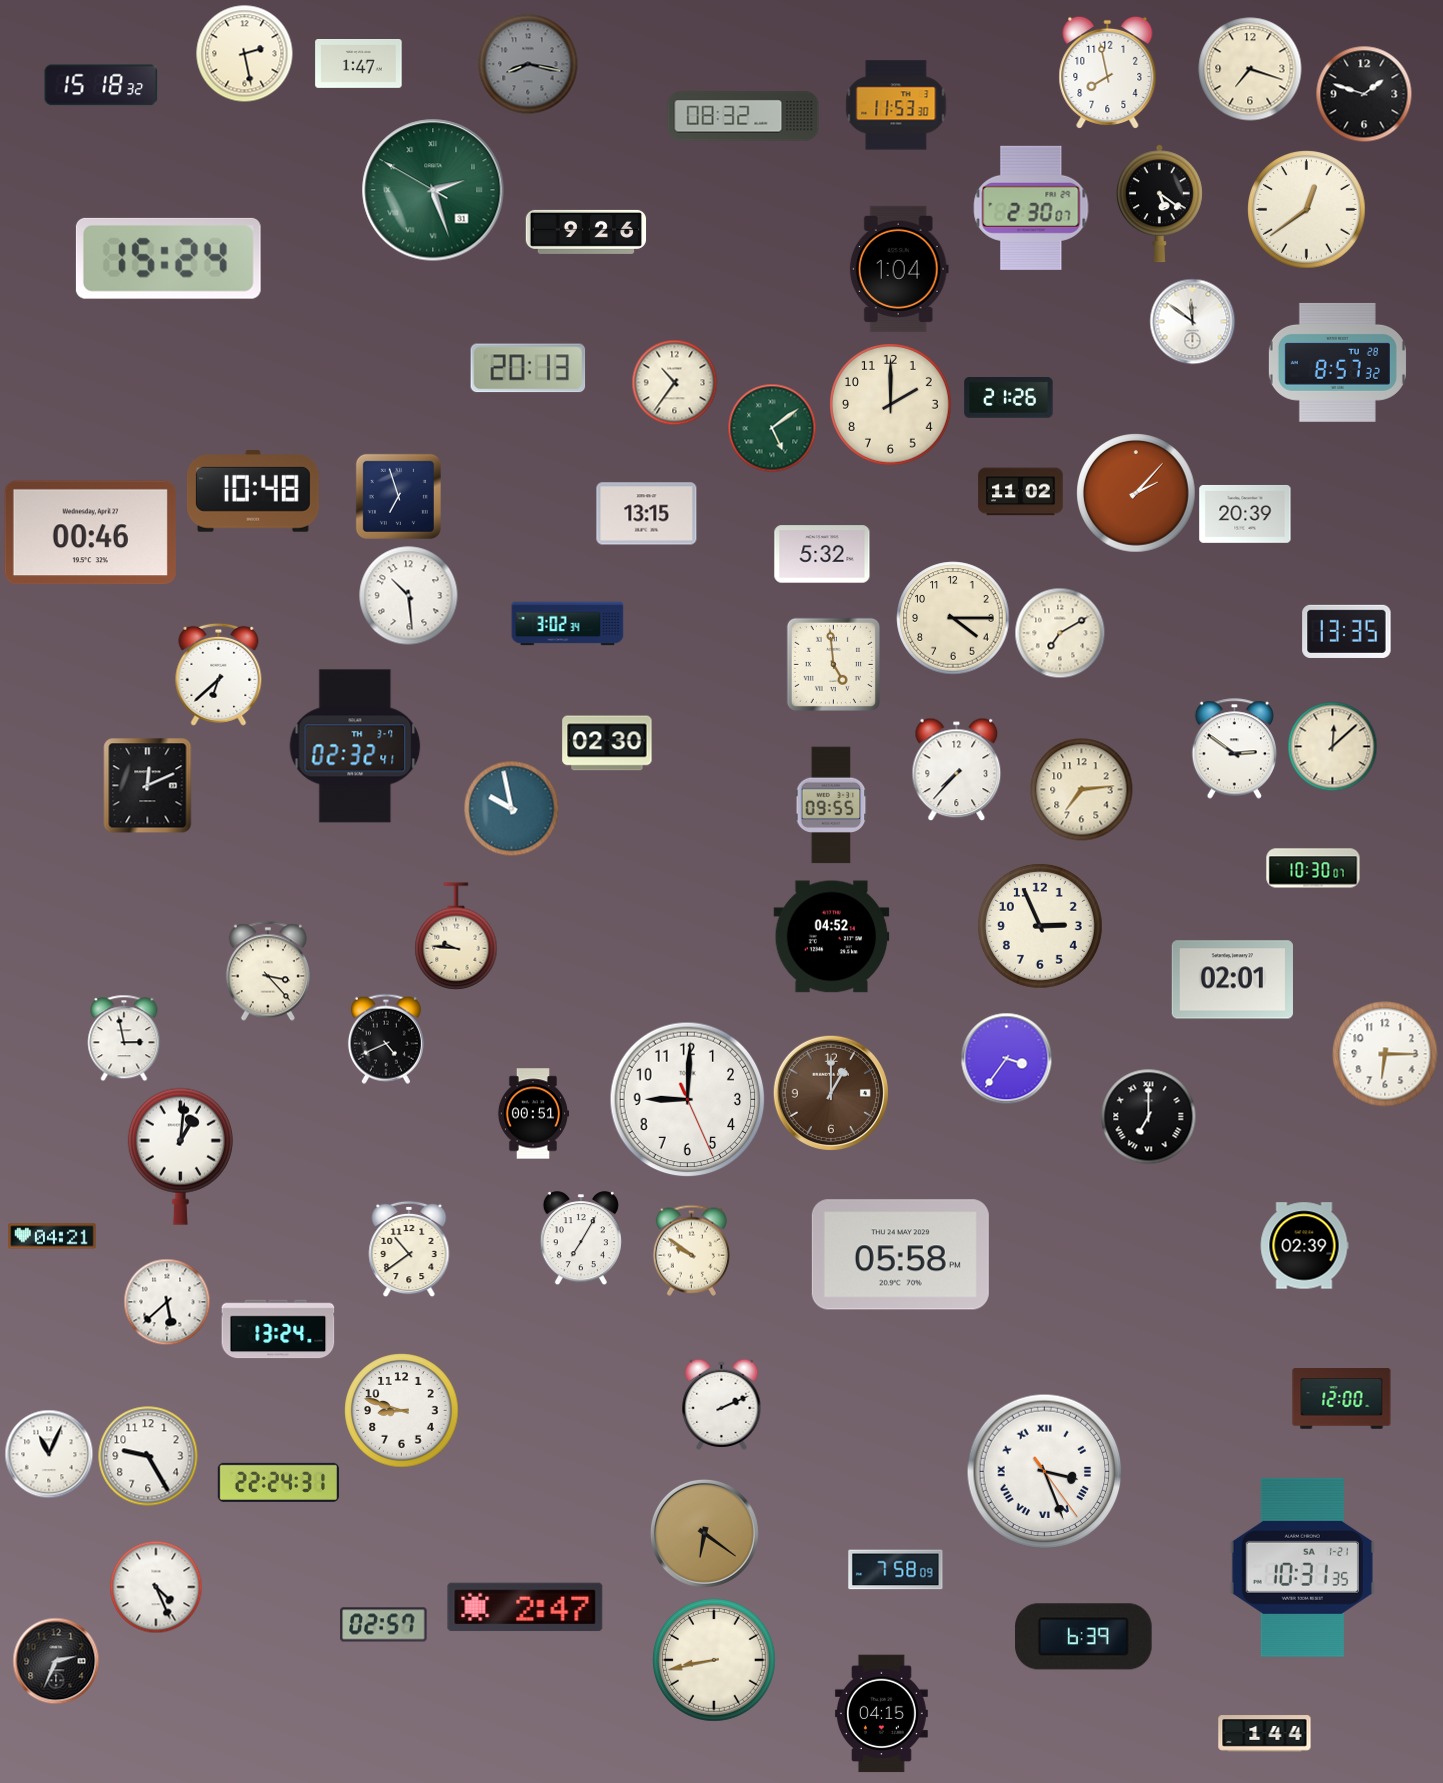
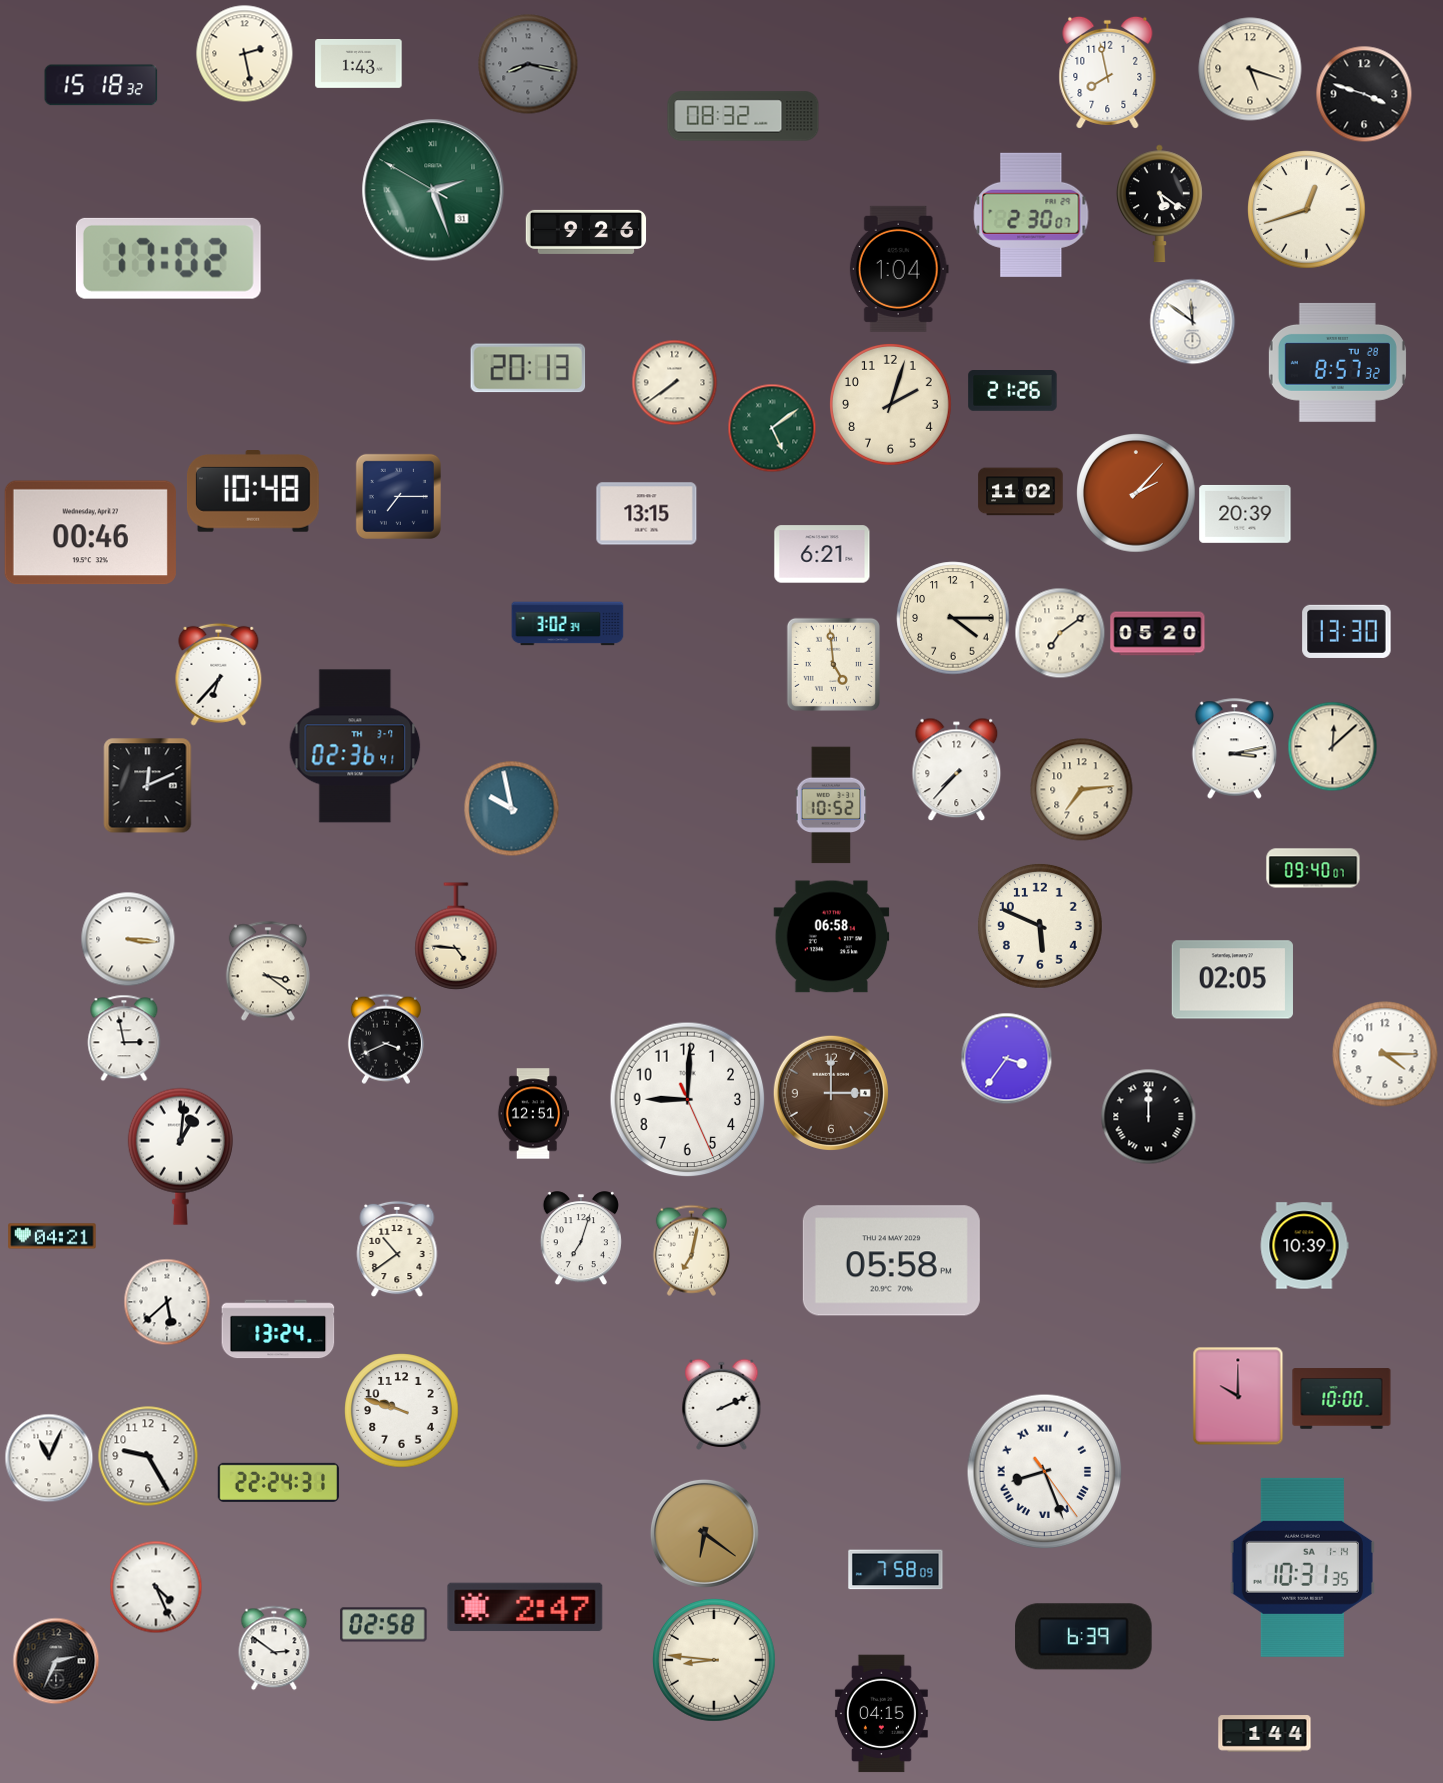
clock at (359, 64): 1:47 -> 1:43
clock at (1250, 69): 7:18 -> 5:18
clock at (1364, 94): 1:48 -> 3:48
clock at (896, 105): 11:53 -> none
clock at (1031, 208) position: (1031, 208) -> (1031, 215)
clock at (1307, 210): 12:39 -> 12:42
clock at (168, 258): 15:24 -> 17:02
clock at (674, 382): 10:36 -> 7:39
clock at (1009, 398) position: (1009, 398) -> (1013, 391)
clock at (891, 405): 2:00 -> 2:03
clock at (398, 496): 6:57 -> 7:15
clock at (822, 554): 5:32 -> 6:21
clock at (409, 596): 10:29 -> none
clock at (1347, 631): 13:35 -> 13:30
clock at (1060, 633): 7:10 -> 7:09
clock at (1158, 634): none -> 05:20
clock at (219, 674): 6:38 -> 6:37
clock at (607, 743): 02:30 -> none
clock at (355, 746): 02:32 -> 02:36
clock at (1235, 749): 2:51 -> 3:13
clock at (831, 805): 09:55 -> 10:52
clock at (1313, 868): 10:30 -> 09:40
clock at (1040, 926): 2:56 -> 5:49
clock at (456, 936): 9:46 -> 4:46
clock at (832, 937): 04:52 -> 06:58
clock at (128, 939): none -> 3:16
clock at (268, 971): 3:23 -> 3:21
clock at (1232, 980): 02:01 -> 02:05
clock at (386, 1039): 4:41 -> 3:41
clock at (1385, 1054): 6:15 -> 4:15
clock at (831, 1093): 1:00 -> 3:00
clock at (532, 1114): 00:51 -> 12:51
clock at (1148, 1116): 7:00 -> 12:00
clock at (581, 1238): 7:05 -> 7:03
clock at (1304, 1246): 02:39 -> 10:39
clock at (409, 1249) position: (409, 1249) -> (397, 1249)
clock at (691, 1250): 9:51 -> 7:02
clock at (900, 1255) position: (900, 1255) -> (891, 1261)
clock at (1238, 1396): none -> 10:00
clock at (1342, 1399): 12:00 -> 10:00
clock at (402, 1411): 8:48 -> 9:48
clock at (49, 1454) position: (49, 1454) -> (49, 1458)
clock at (1045, 1472): 3:26 -> 8:26
clock at (1302, 1567) date: SA 1-21 -> SA 1-14
clock at (384, 1625): 02:57 -> 02:58
clock at (274, 1648): none -> 2:51
clock at (714, 1660): 8:43 -> 8:46
